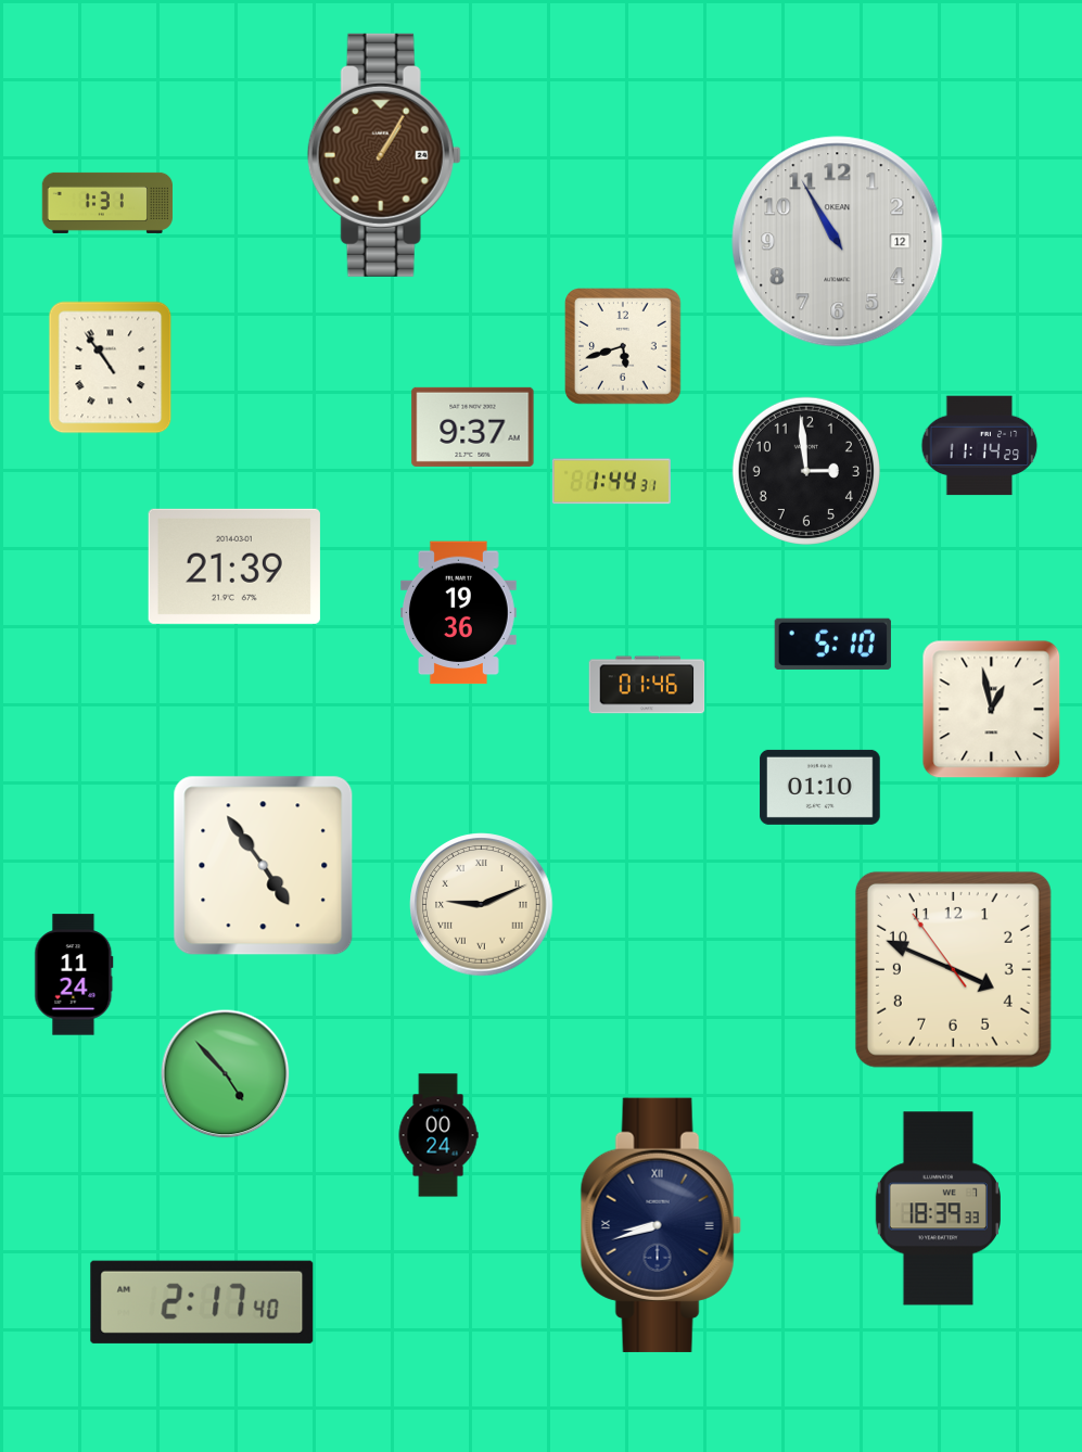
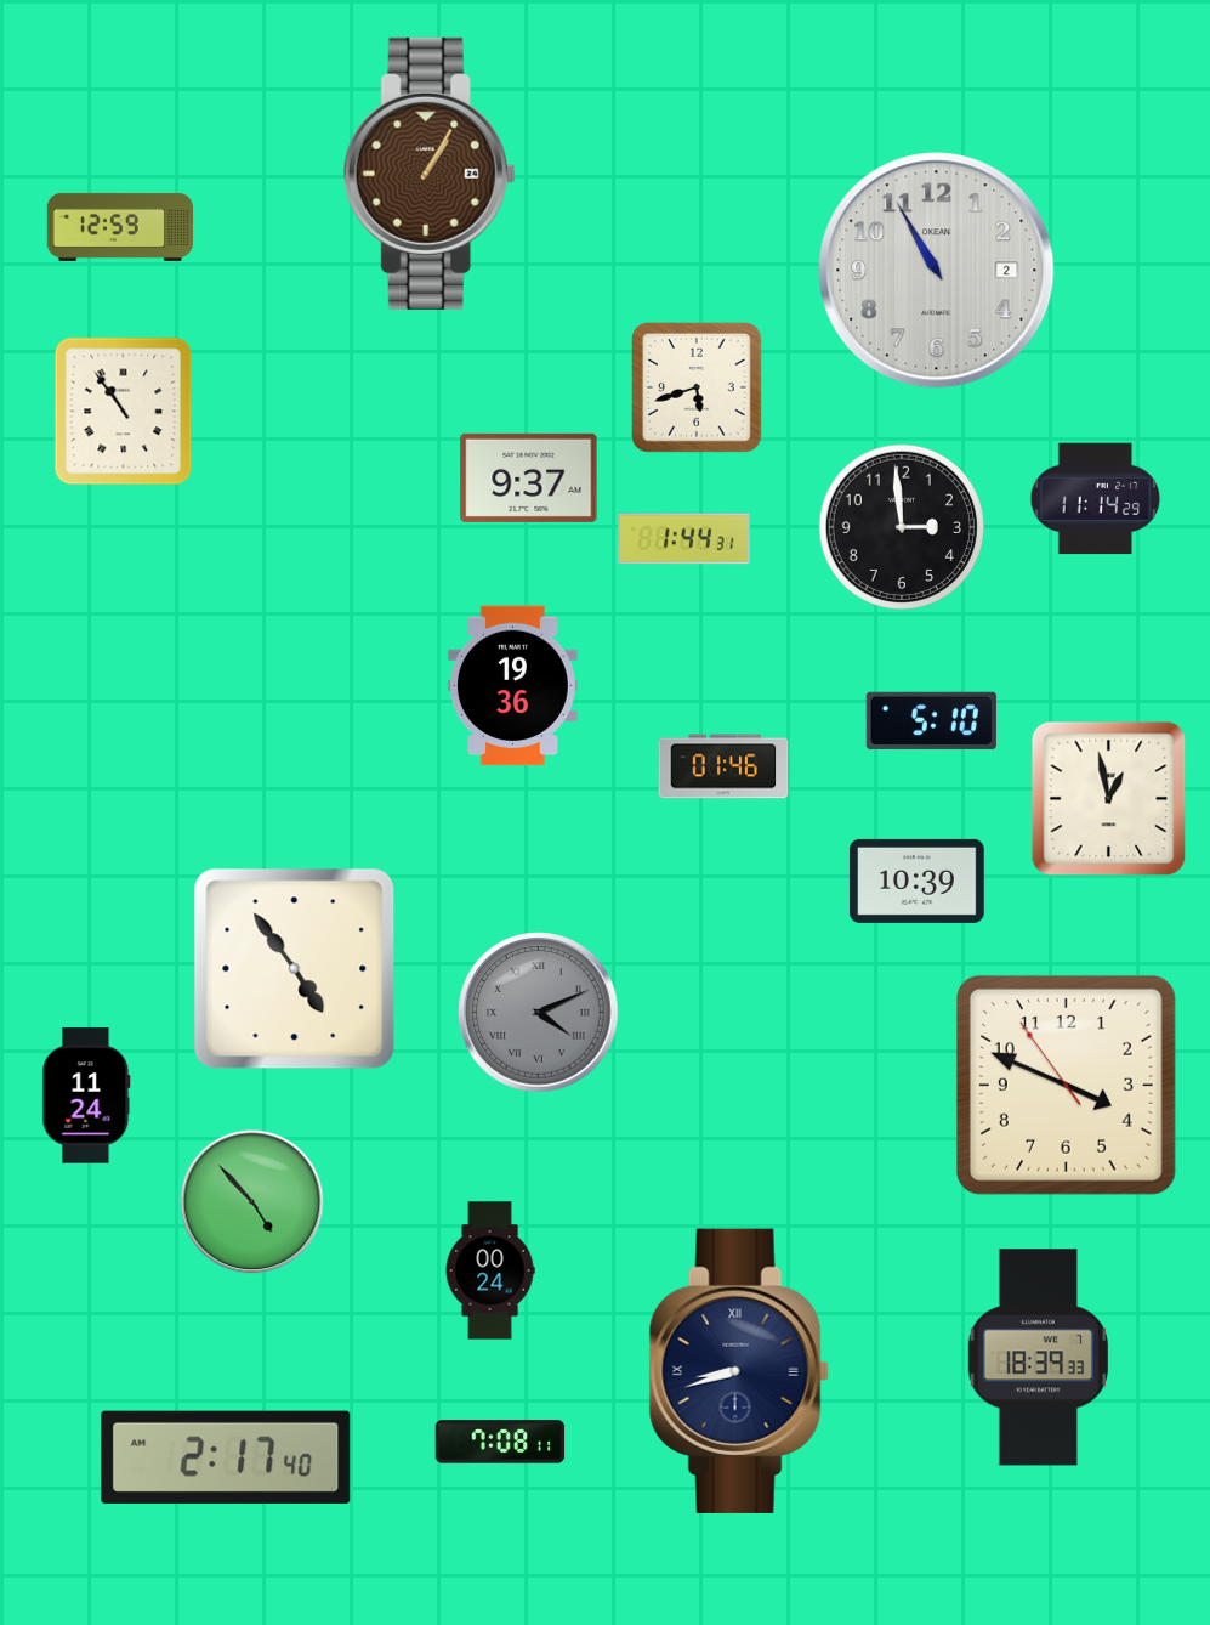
clock at (106, 203): 1:31 -> 12:59
clock at (838, 242) date: 12 -> 2
clock at (234, 566): 21:39 -> none
clock at (992, 710) position: (992, 710) -> (1109, 799)
clock at (820, 787): 01:10 -> 10:39
clock at (482, 905): 9:11 -> 4:11
clock at (482, 905) dial: cream -> grey
clock at (74, 975) position: (74, 975) -> (86, 1095)
clock at (938, 1209) position: (938, 1209) -> (1038, 1358)
clock at (500, 1442): none -> 7:08
